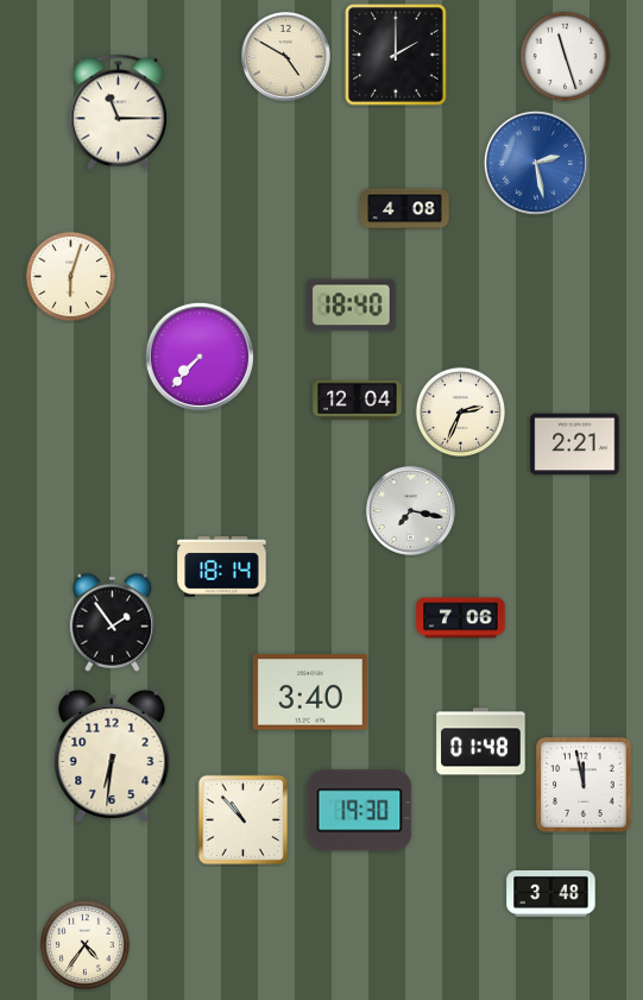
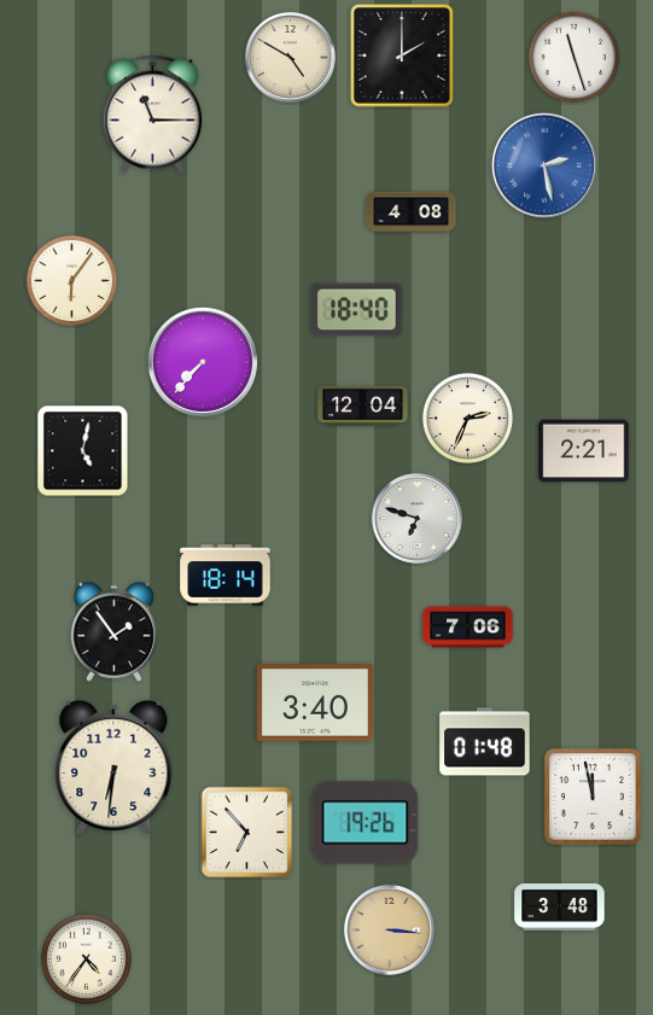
clock at (119, 113) position: (119, 113) -> (153, 115)
clock at (71, 277): 6:03 -> 6:06
clock at (83, 451): none -> 5:02
clock at (410, 510): 7:17 -> 6:48
clock at (481, 742) position: (481, 742) -> (485, 742)
clock at (360, 811): 19:30 -> 19:26
clock at (244, 820): 10:53 -> 6:53
clock at (389, 929): none -> 3:16
